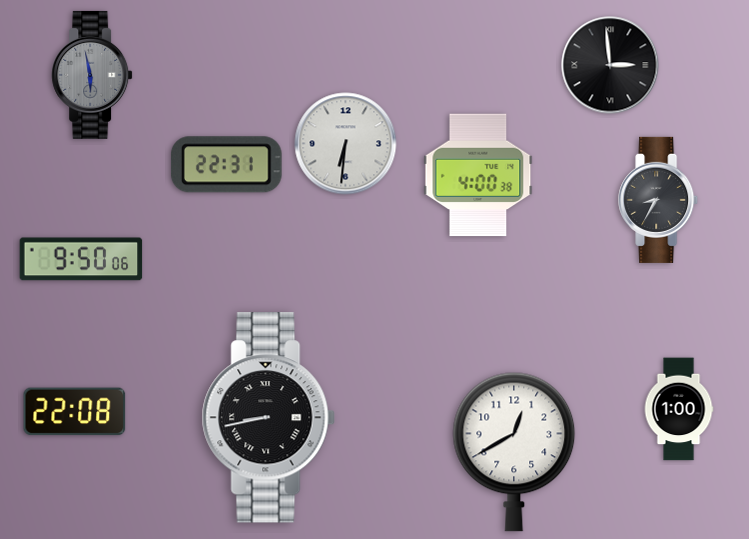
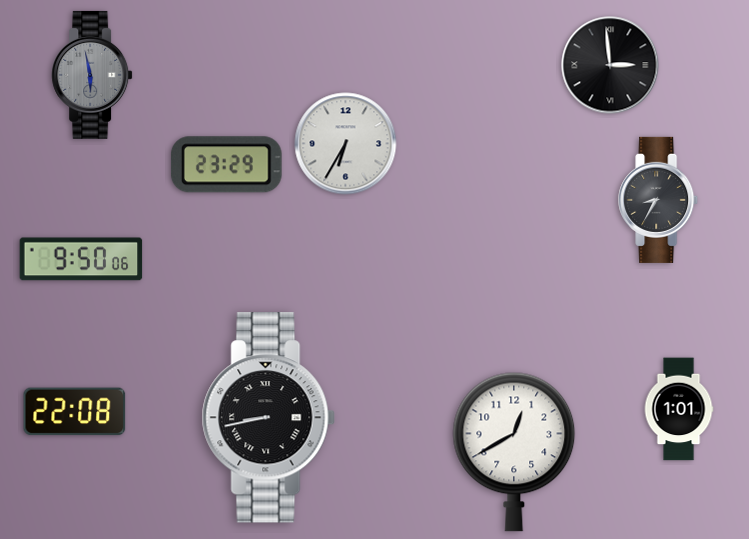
clock at (346, 144): 6:31 -> 6:35
clock at (226, 165): 22:31 -> 23:29
clock at (478, 175): 4:00 -> none
clock at (679, 409): 1:00 -> 1:01
